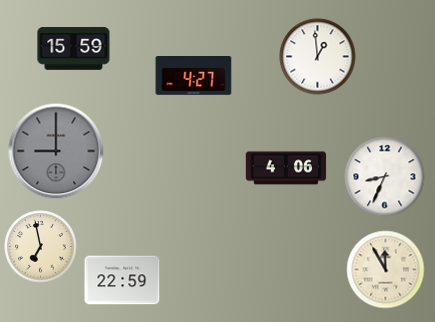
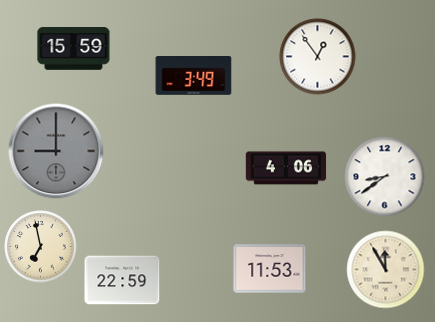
clock at (318, 57): 12:59 -> 12:54
clock at (194, 76): 4:27 -> 3:49
clock at (385, 177): 8:34 -> 8:39
clock at (270, 269): none -> 11:53
